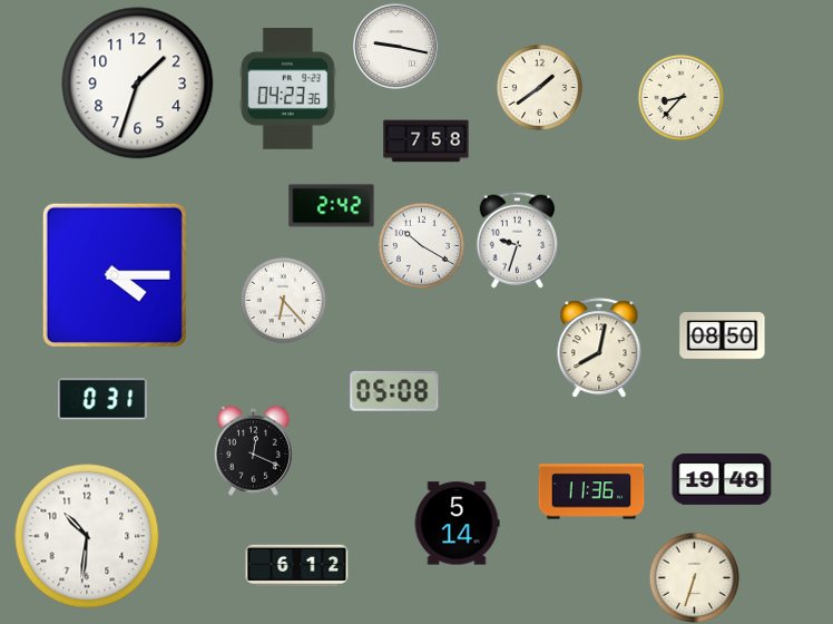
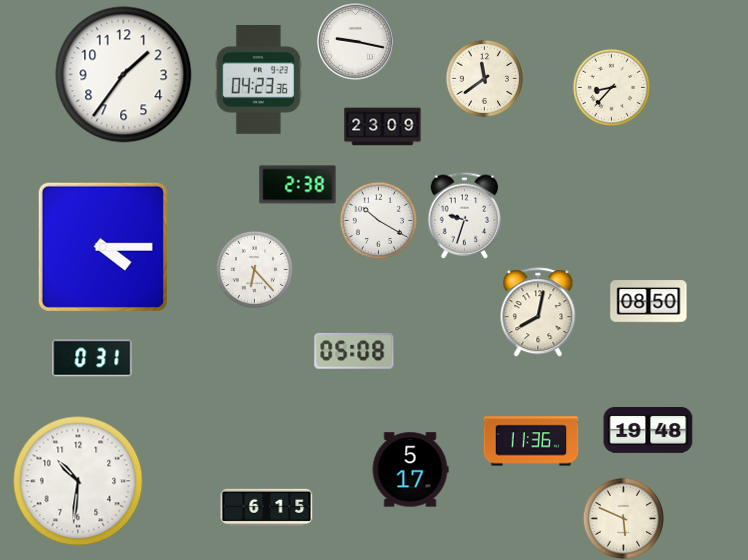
clock at (138, 84): 1:33 -> 1:36
clock at (539, 87): 1:39 -> 11:39
clock at (427, 142): 7:58 -> 23:09
clock at (332, 206): 2:42 -> 2:38
clock at (253, 450): 12:19 -> none
clock at (457, 524): 5:14 -> 5:17
clock at (297, 565): 6:12 -> 6:15
clock at (694, 577): 6:33 -> 5:49
